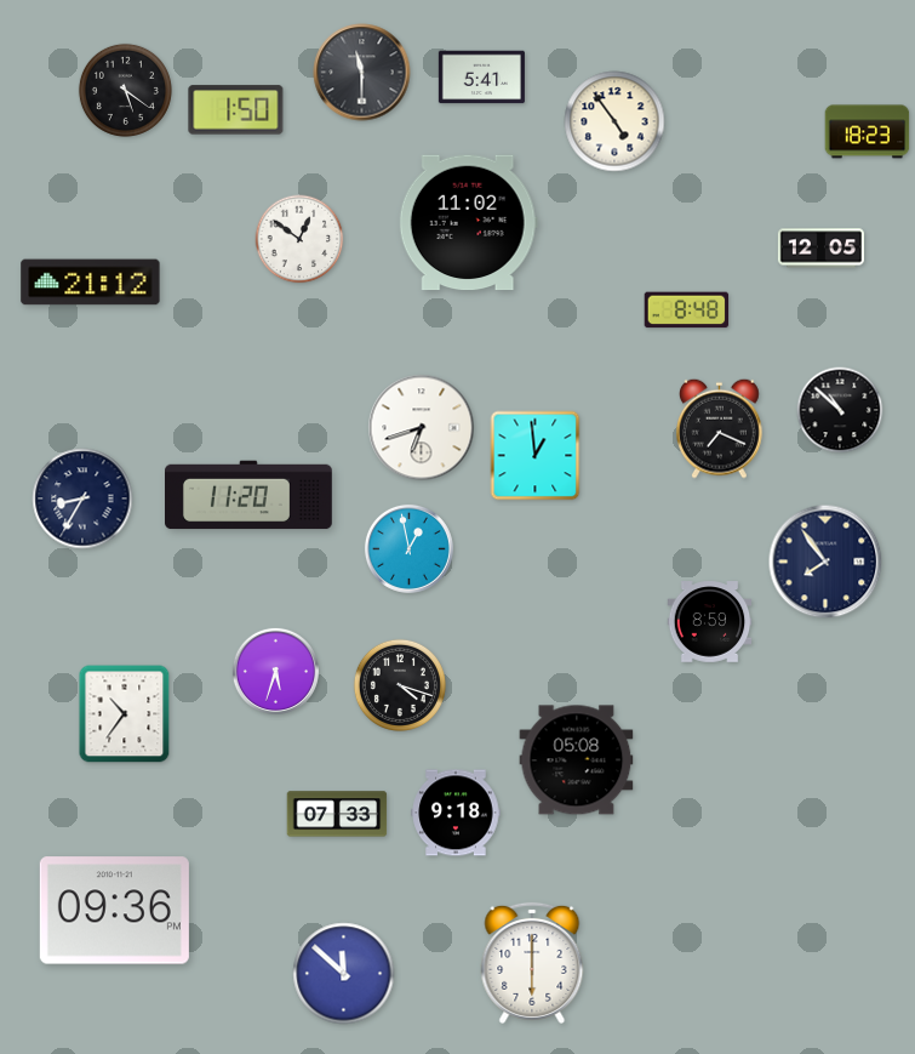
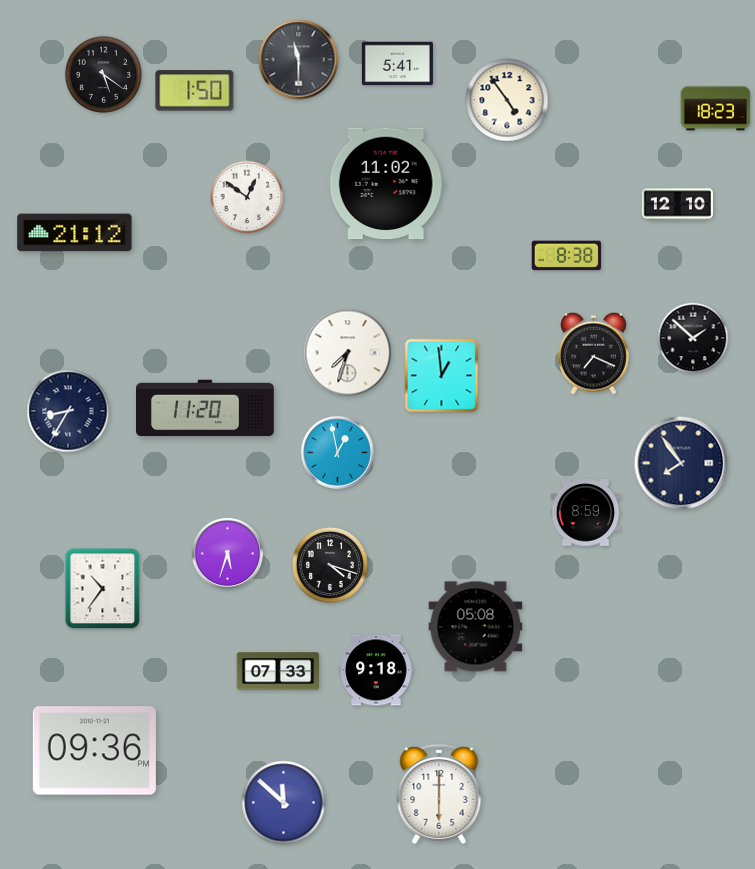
clock at (820, 249): 12:05 -> 12:10
clock at (687, 310): 8:48 -> 8:38
clock at (840, 410): 10:52 -> 1:52
clock at (422, 428): 6:42 -> 7:33
